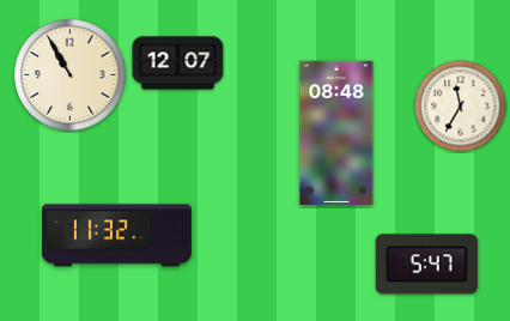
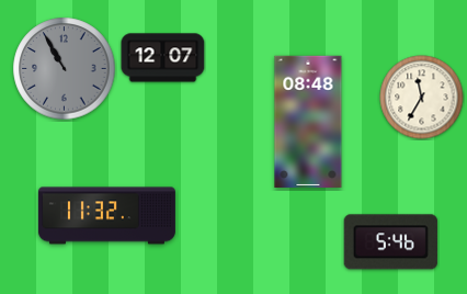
clock at (71, 75) dial: cream -> grey
clock at (426, 265): 5:47 -> 5:46
